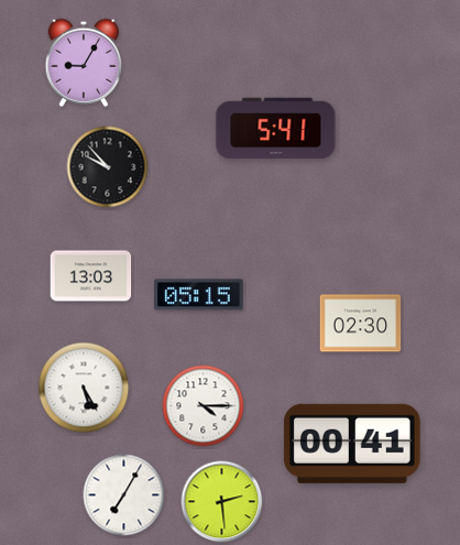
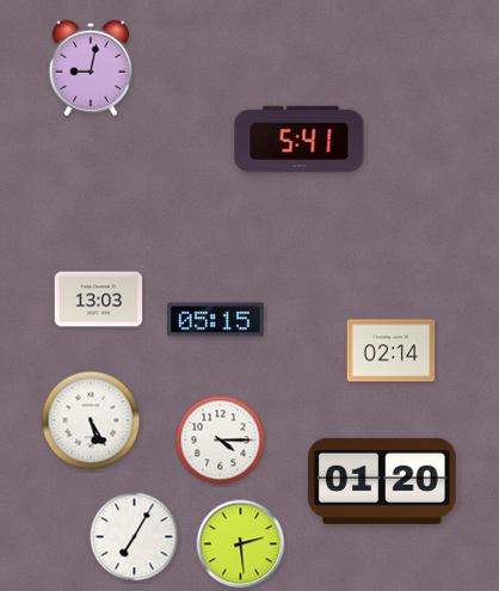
clock at (84, 63): 9:05 -> 9:02
clock at (108, 167): 9:53 -> none
clock at (361, 324): 02:30 -> 02:14
clock at (352, 444): 00:41 -> 01:20
